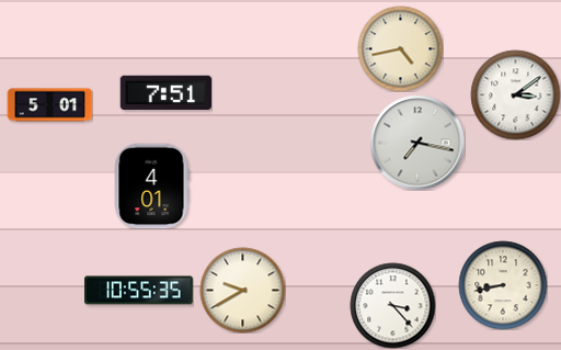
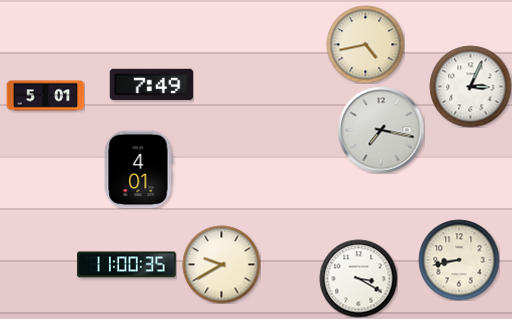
clock at (165, 92): 7:51 -> 7:49
clock at (515, 94): 3:09 -> 3:04
clock at (139, 291): 10:55 -> 11:00
clock at (392, 305): 3:23 -> 3:20
